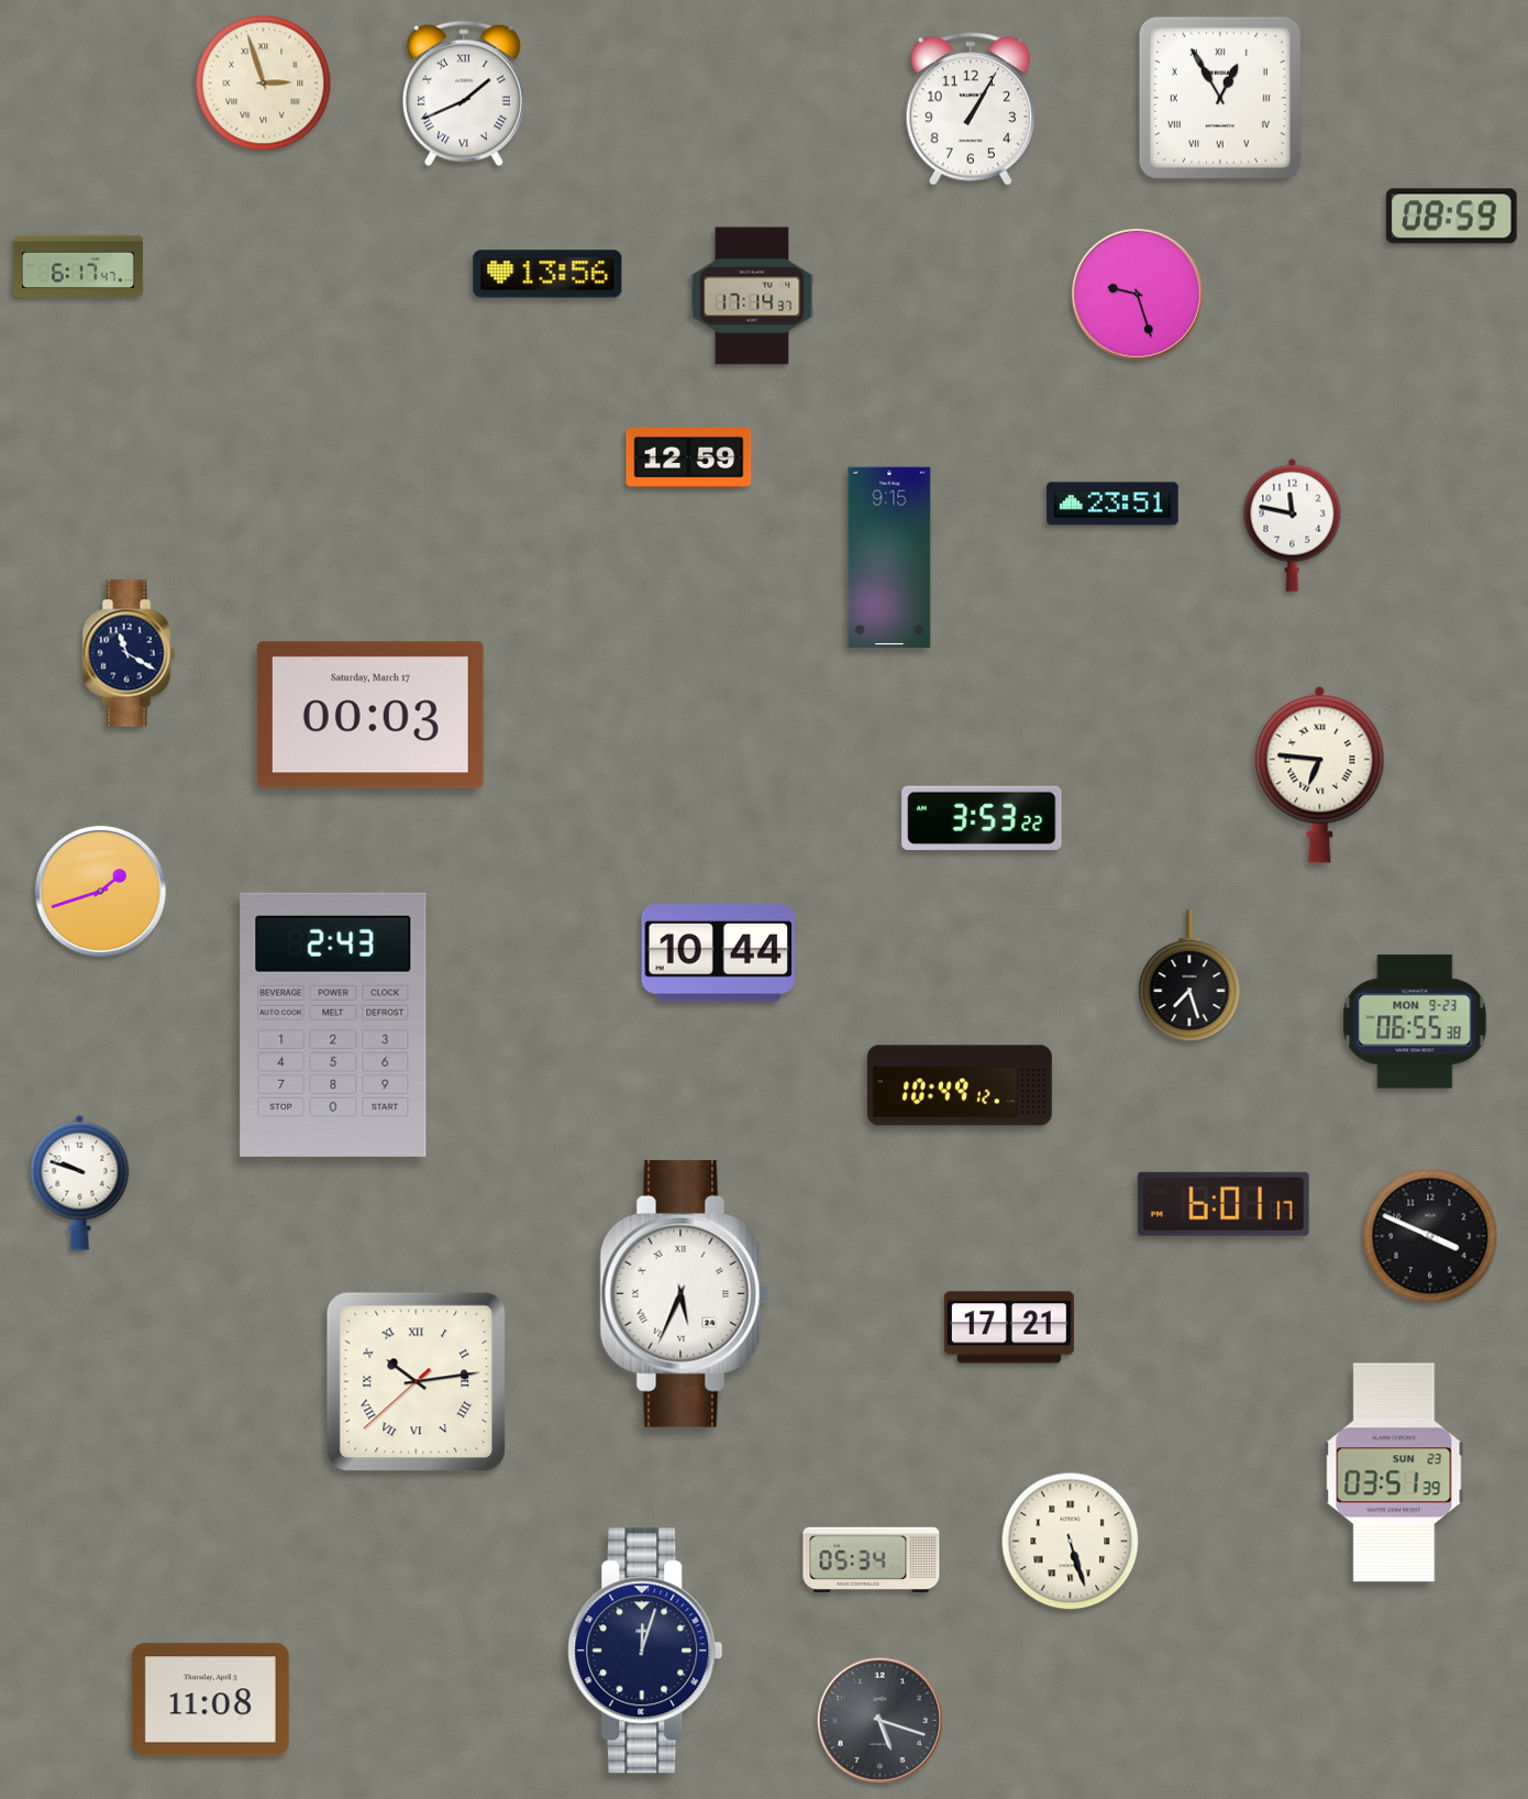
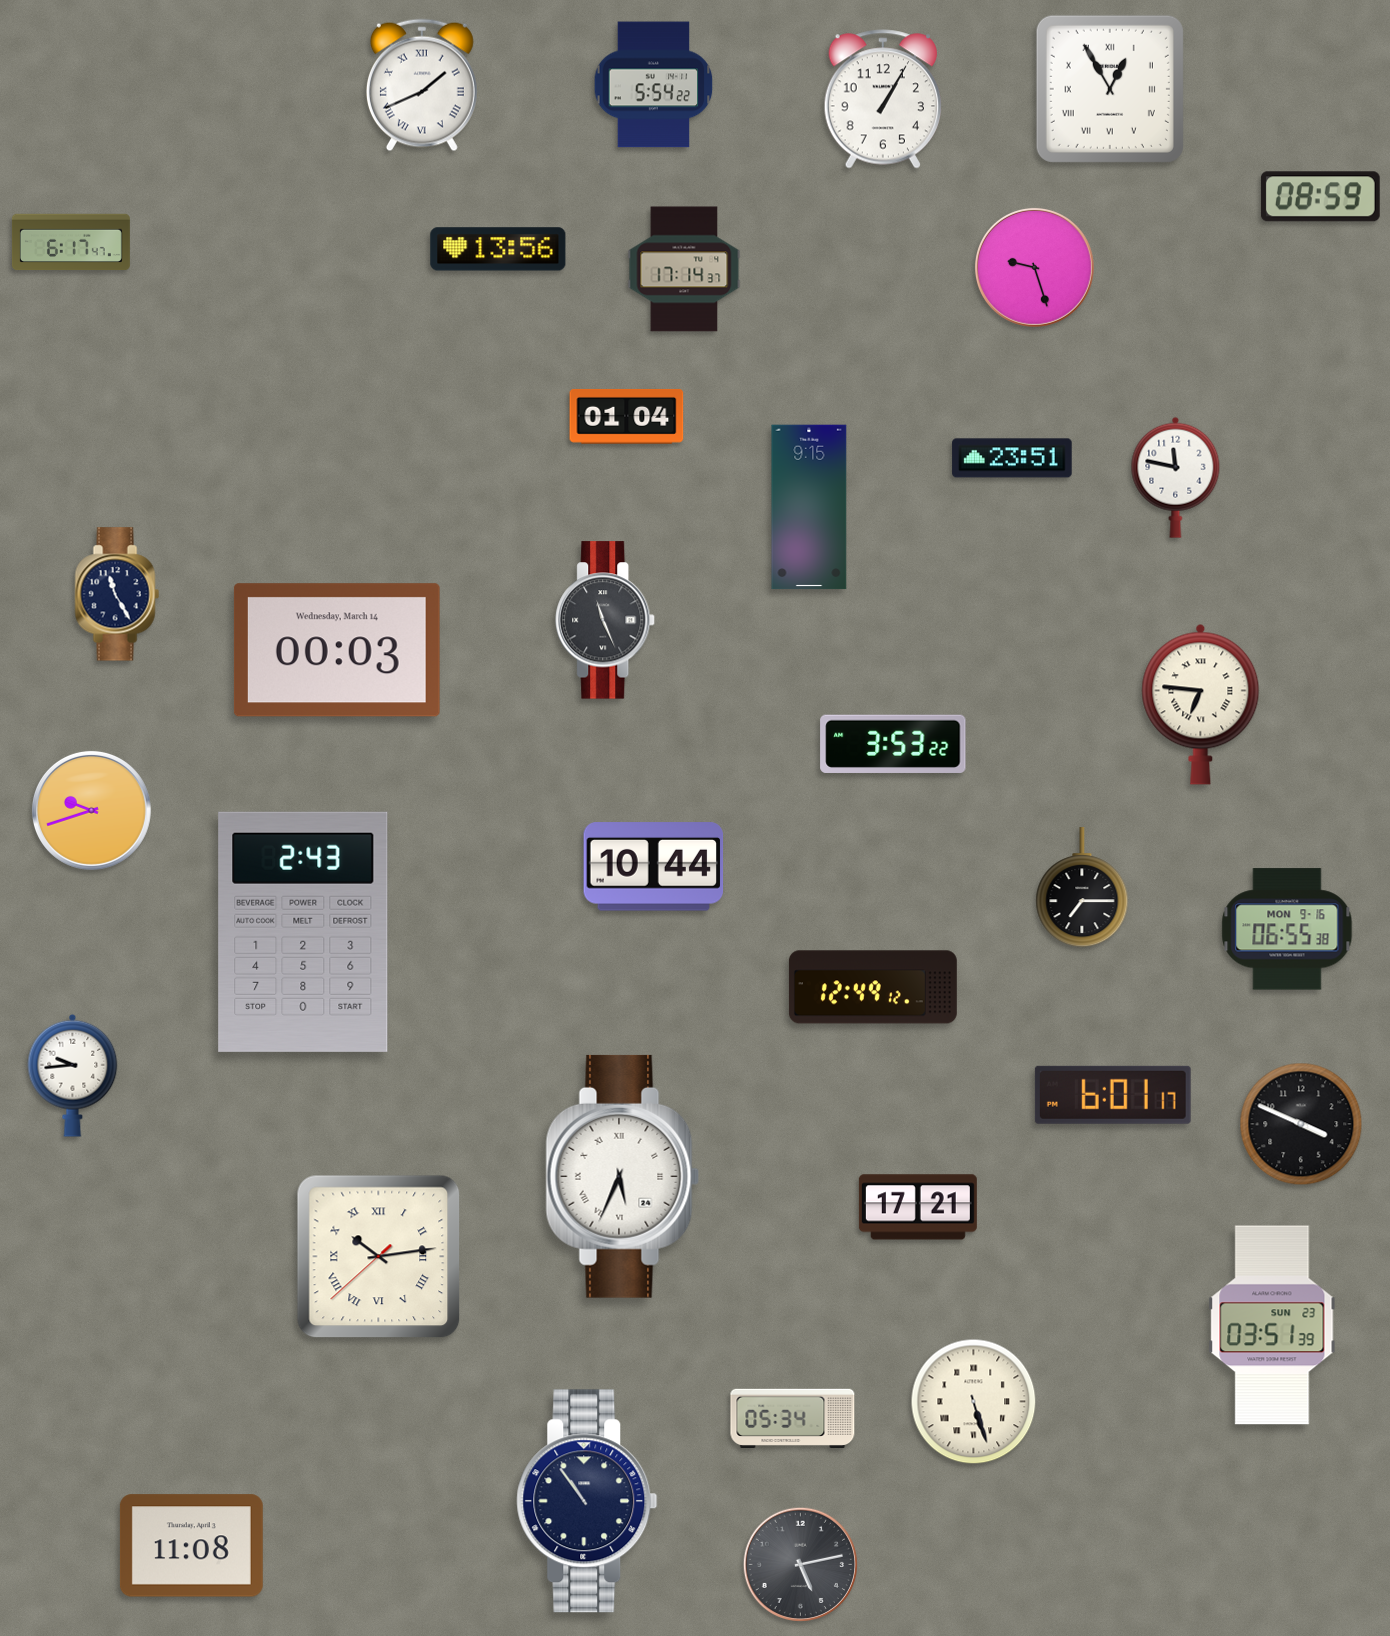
clock at (264, 84): 2:57 -> none
clock at (654, 85): none -> 5:54
clock at (689, 457): 12:59 -> 01:04
clock at (129, 653): 11:20 -> 11:25
clock at (606, 620): none -> 11:26
clock at (370, 715) date: Saturday, March 17 -> Wednesday, March 14
clock at (100, 891): 1:42 -> 9:42
clock at (1189, 976): 7:27 -> 7:15
clock at (1415, 1022) date: MON 9-23 -> MON 9-16
clock at (960, 1085): 10:49 -> 12:49
clock at (80, 1182): 9:48 -> 9:44
clock at (1394, 1472) position: (1394, 1472) -> (1272, 1325)
clock at (645, 1651): 12:03 -> 10:54
clock at (879, 1720): 5:18 -> 5:13
